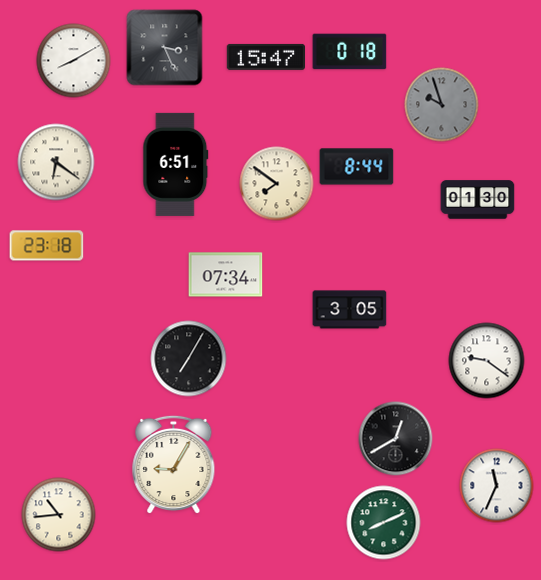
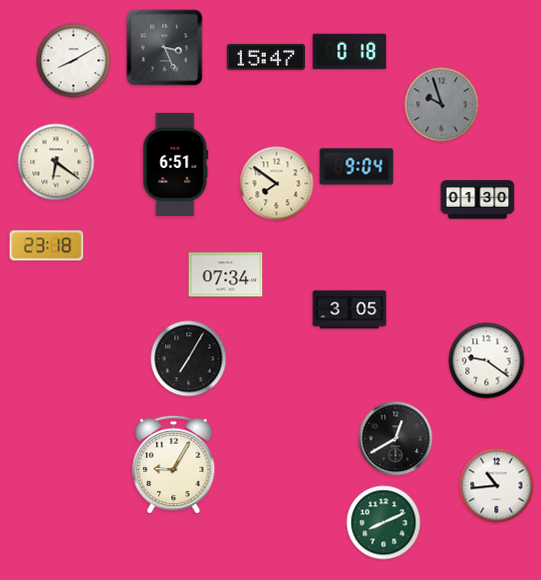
clock at (357, 167): 8:44 -> 9:04
clock at (497, 486): 11:34 -> 10:44
clock at (59, 515): 10:44 -> none
